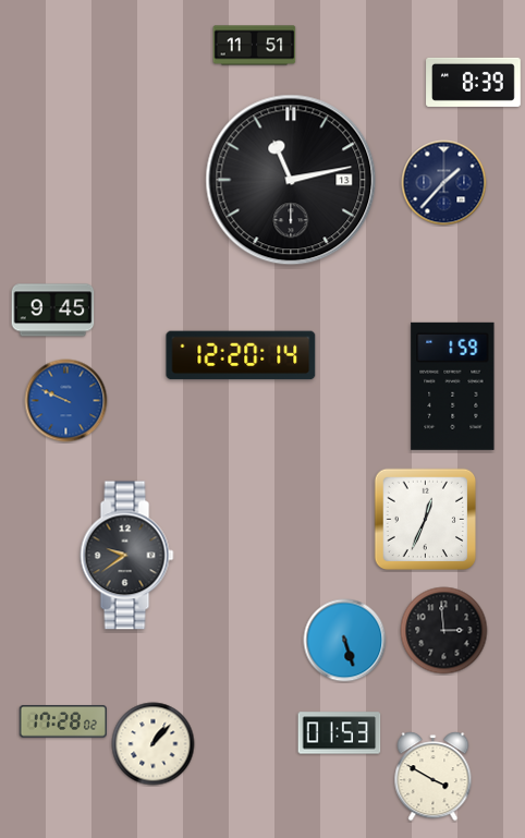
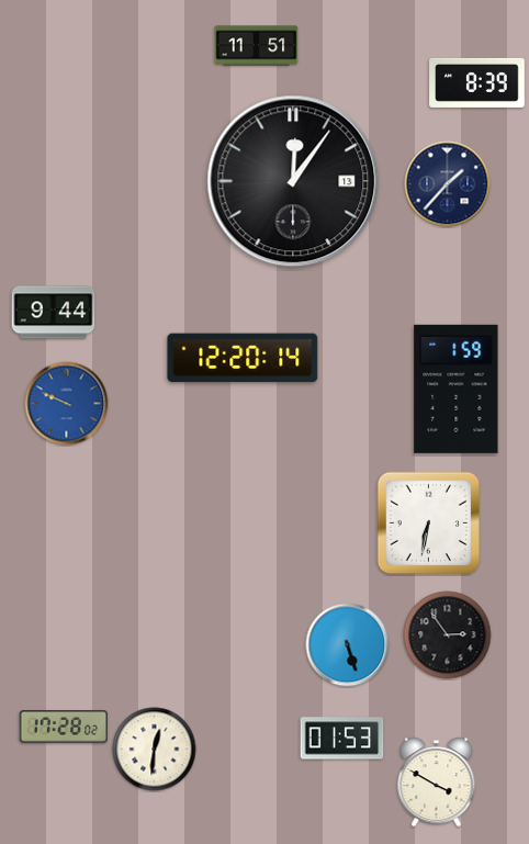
clock at (291, 180): 11:13 -> 12:06
clock at (53, 311): 9:45 -> 9:44
clock at (426, 520): 12:34 -> 6:32
clock at (127, 556): 9:39 -> none
clock at (444, 631): 2:59 -> 2:54
clock at (154, 744): 1:07 -> 12:31
